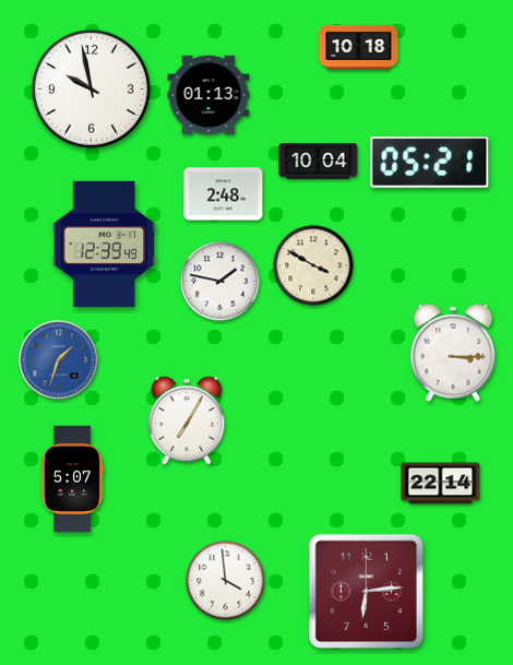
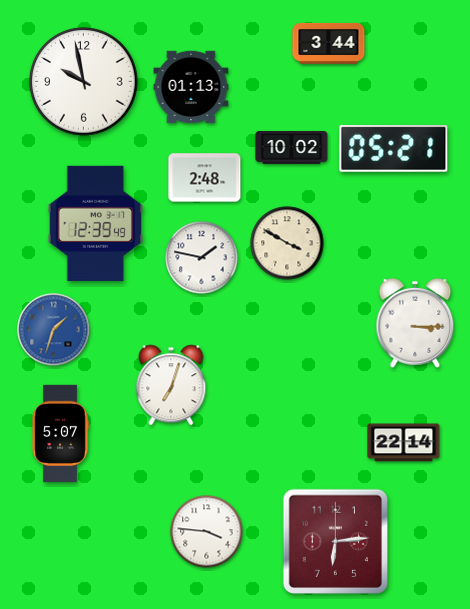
clock at (359, 47): 10:18 -> 3:44
clock at (319, 162): 10:04 -> 10:02
clock at (187, 420): 7:05 -> 7:03
clock at (72, 479) position: (72, 479) -> (60, 434)
clock at (226, 581): 3:59 -> 3:46
